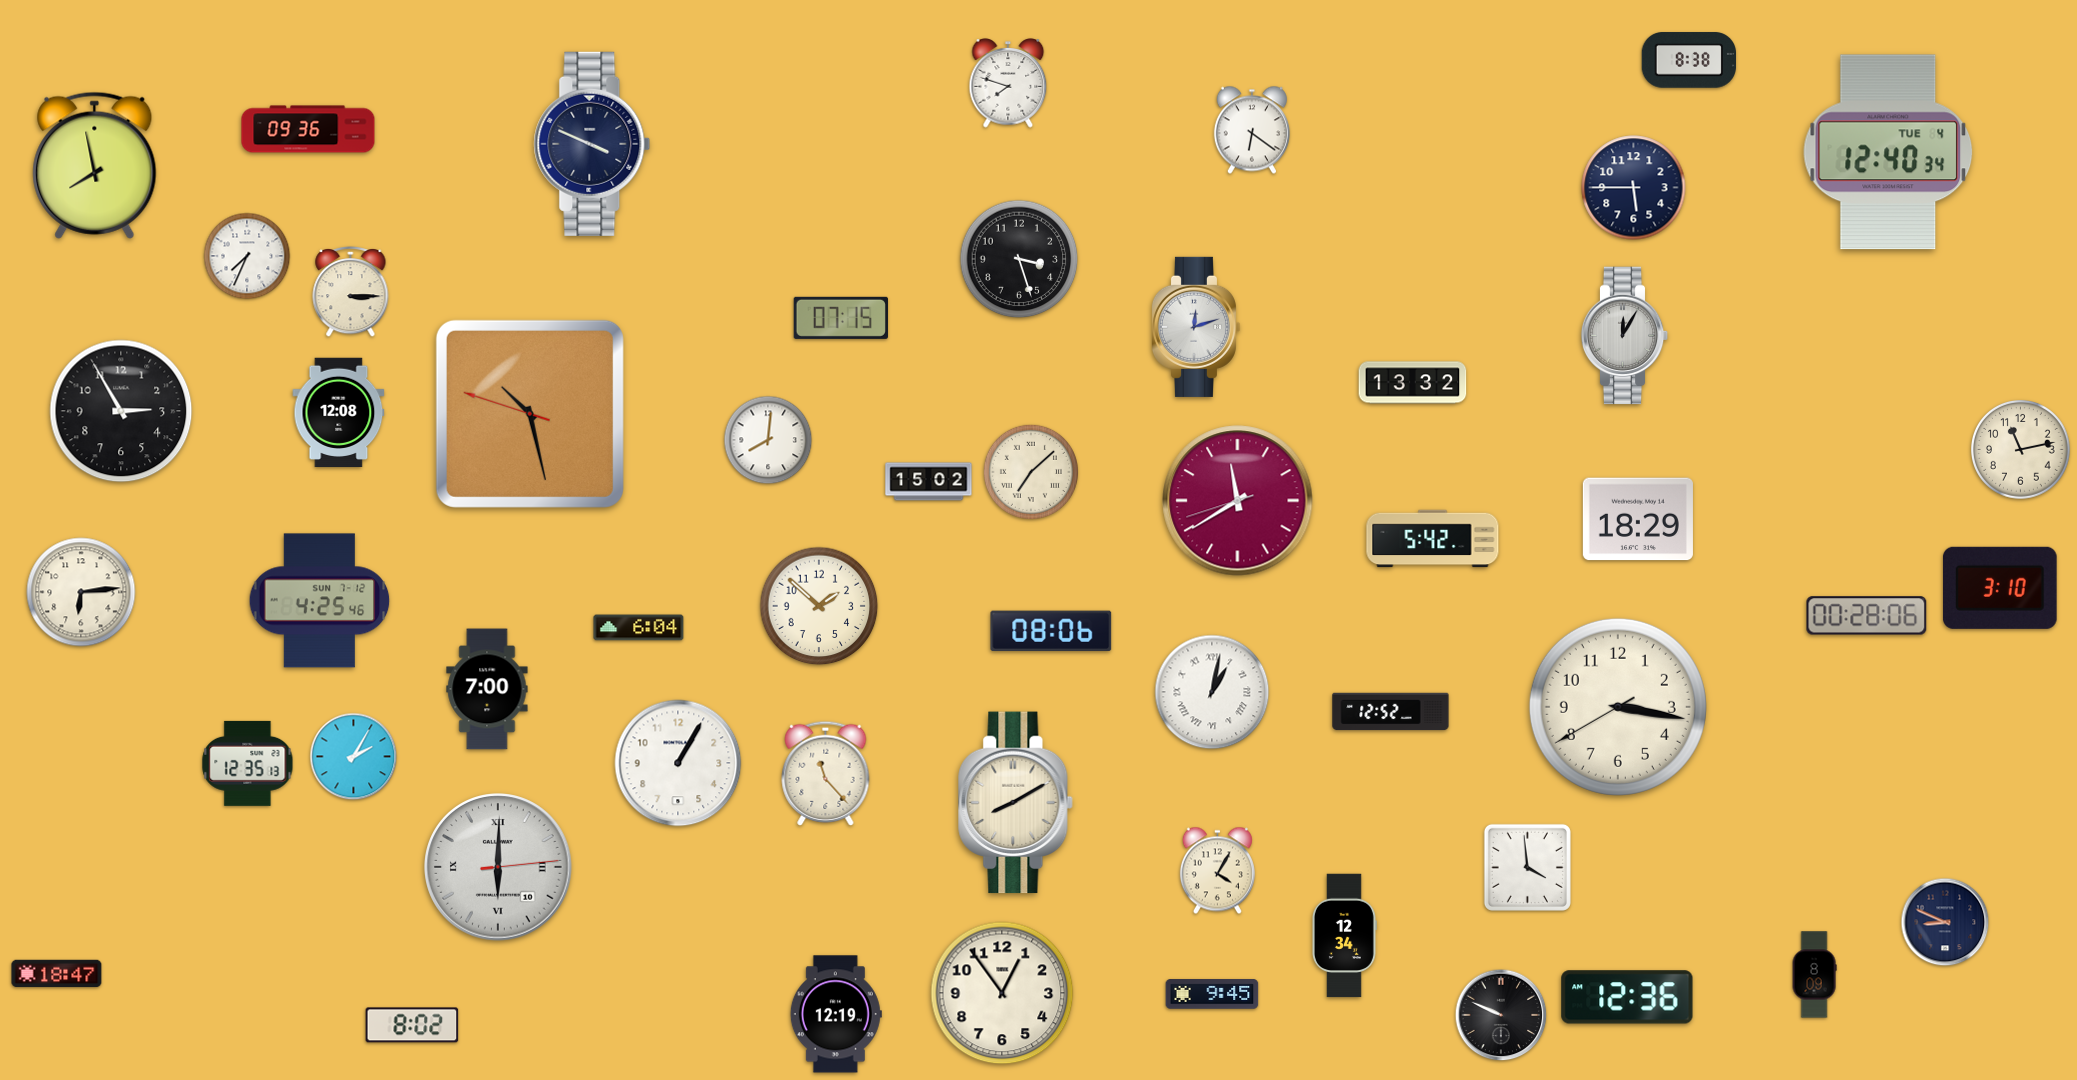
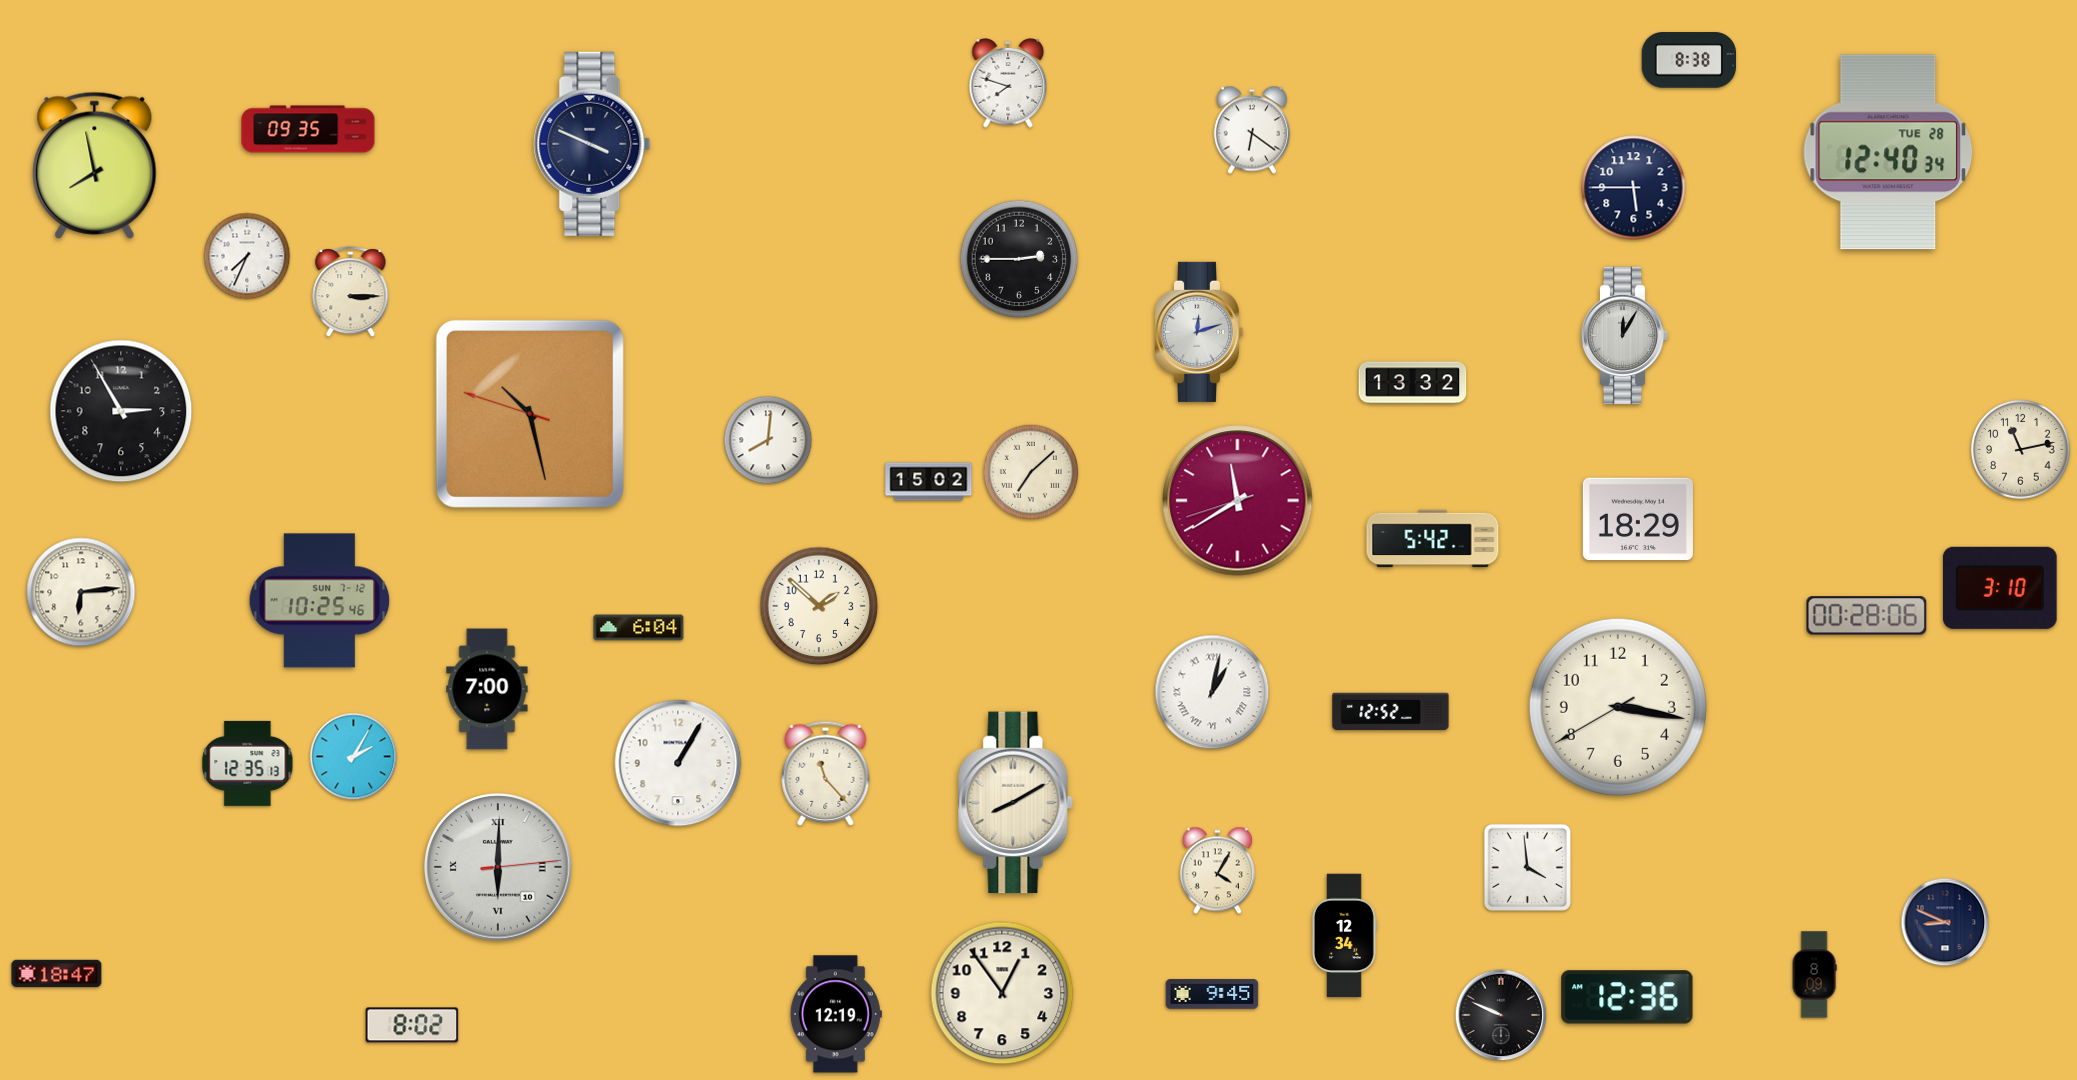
clock at (308, 129): 09:36 -> 09:35
clock at (1888, 152) date: TUE 4 -> TUE 28
clock at (1019, 259): 3:27 -> 2:45
clock at (841, 318): 07:15 -> none
clock at (1195, 327) position: (1195, 327) -> (1198, 332)
clock at (339, 412): 12:08 -> none
clock at (320, 601): 4:25 -> 10:25
clock at (1051, 630): 08:06 -> none
